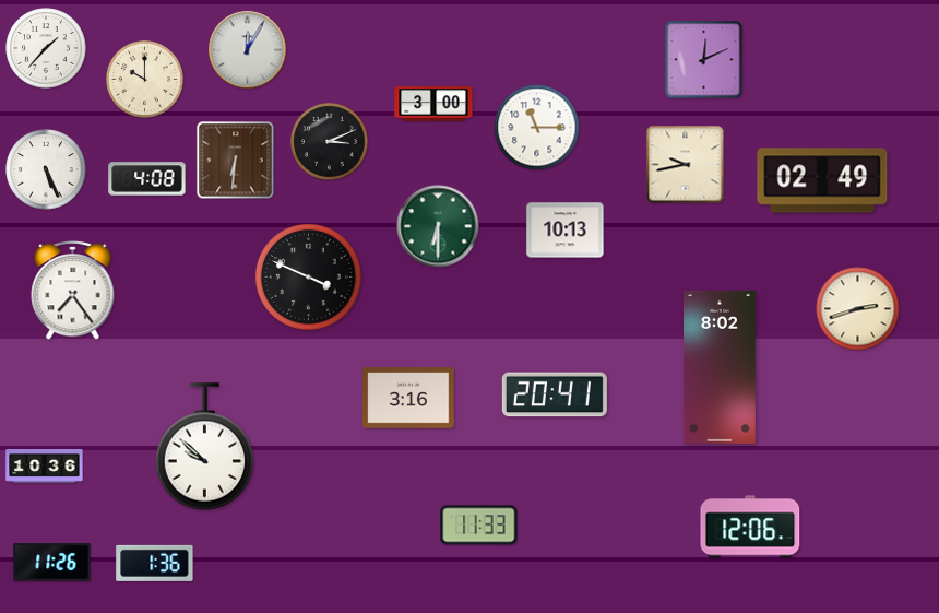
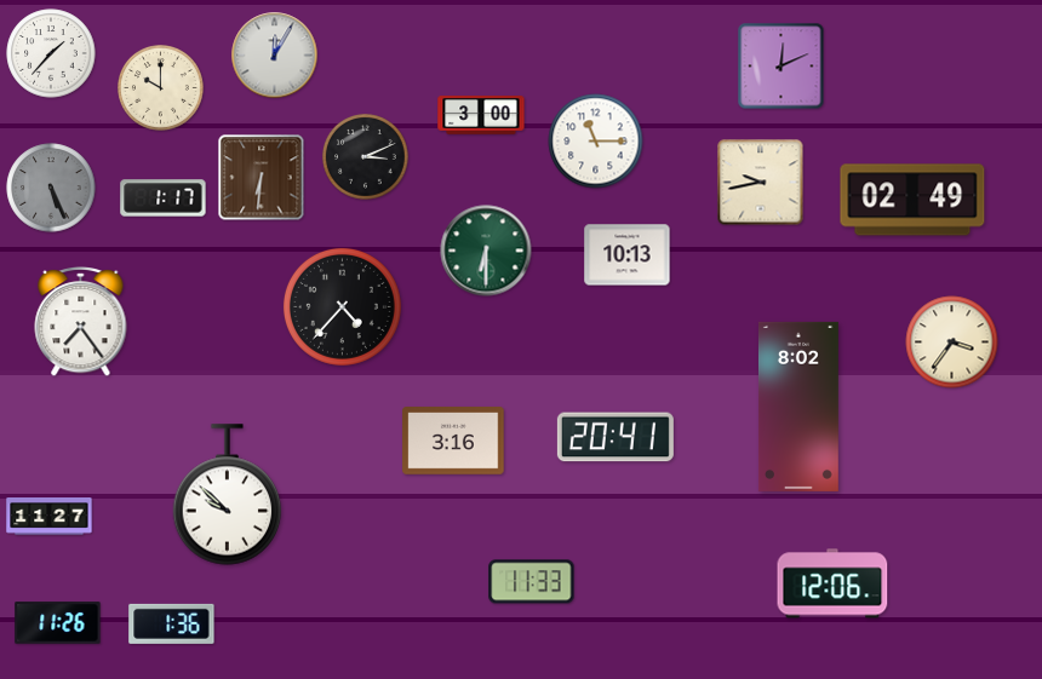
clock at (46, 169) dial: white -> grey
clock at (147, 179): 4:08 -> 1:17
clock at (308, 276): 3:49 -> 4:37
clock at (858, 309): 2:42 -> 3:36
clock at (45, 467): 10:36 -> 11:27
